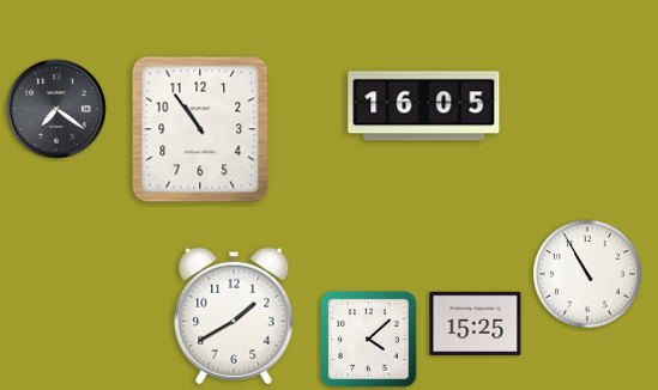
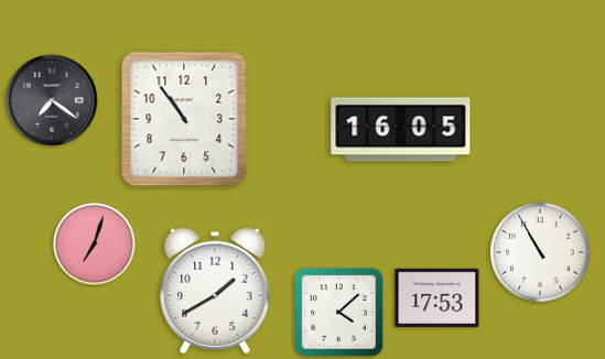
clock at (424, 106) position: (424, 106) -> (401, 130)
clock at (95, 244): none -> 7:03
clock at (476, 323): 15:25 -> 17:53
